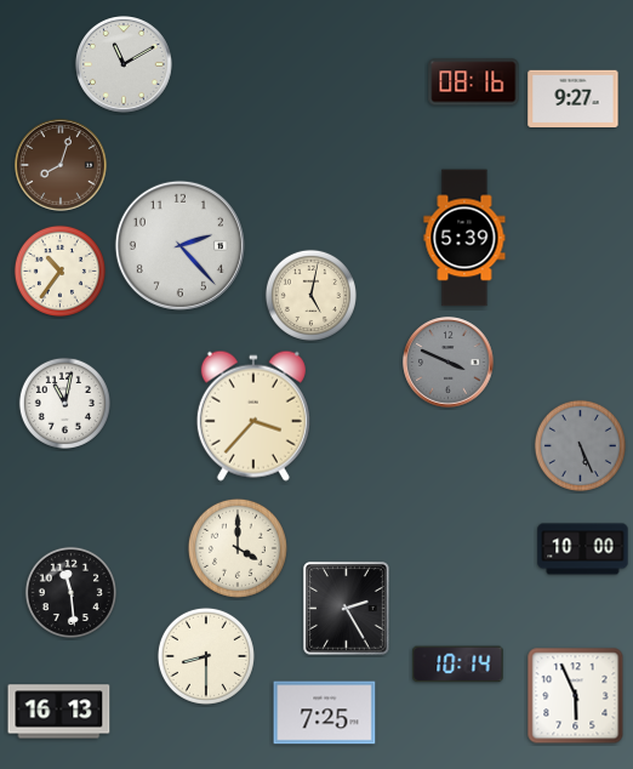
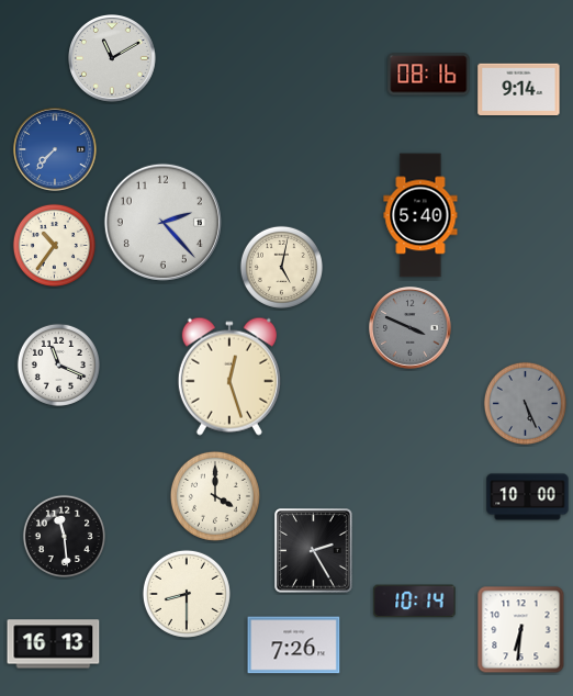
clock at (574, 98): 9:27 -> 9:14
clock at (61, 165): 8:03 -> 7:37
clock at (61, 165) dial: brown -> blue
clock at (464, 238): 5:39 -> 5:40
clock at (449, 363) position: (449, 363) -> (411, 328)
clock at (64, 403): 11:02 -> 11:19
clock at (253, 416): 3:37 -> 12:27
clock at (576, 696): 5:56 -> 6:31
clock at (325, 713): 7:25 -> 7:26
